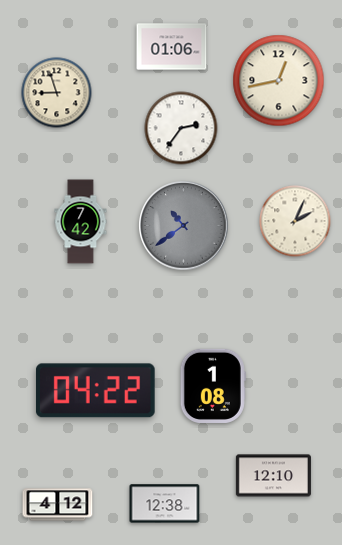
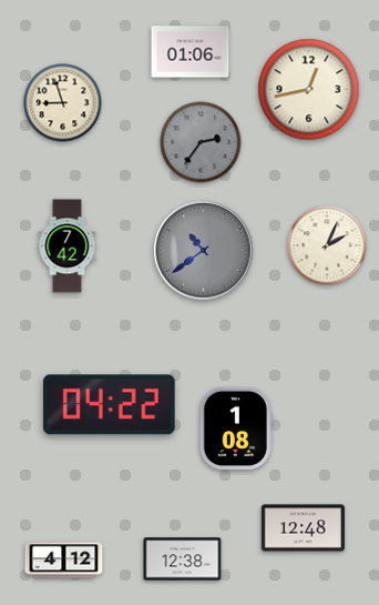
clock at (181, 128) dial: white -> grey
clock at (81, 222) position: (81, 222) -> (68, 246)
clock at (95, 391) position: (95, 391) -> (109, 405)
clock at (273, 476): 12:10 -> 12:48
